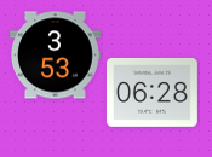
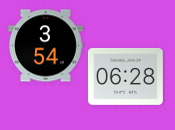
clock at (55, 56): 3:53 -> 3:54
